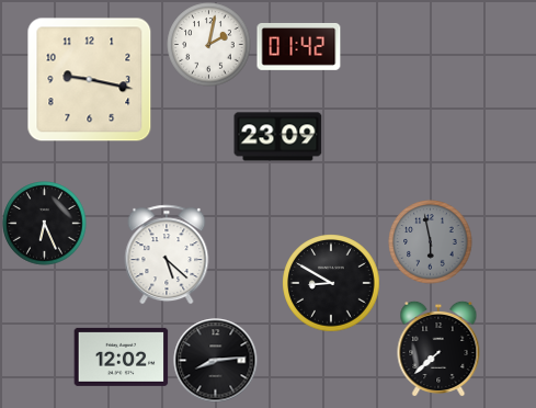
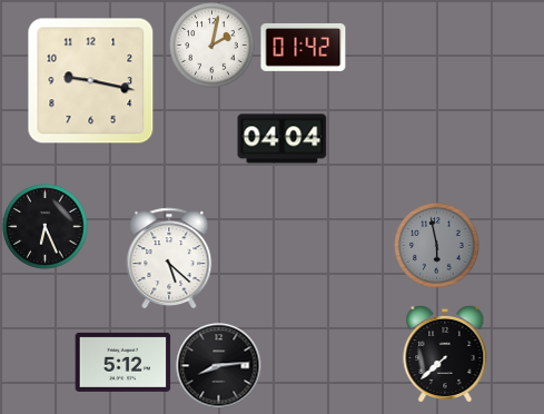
clock at (278, 137): 23:09 -> 04:04
clock at (331, 283): 8:50 -> none
clock at (122, 356): 12:02 -> 5:12
